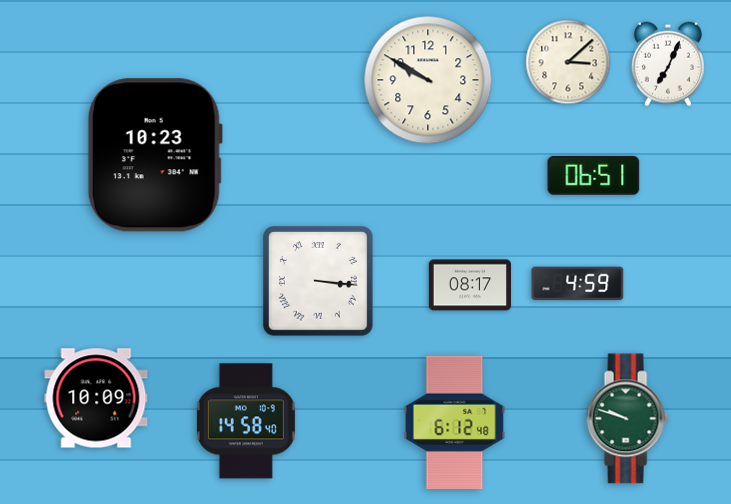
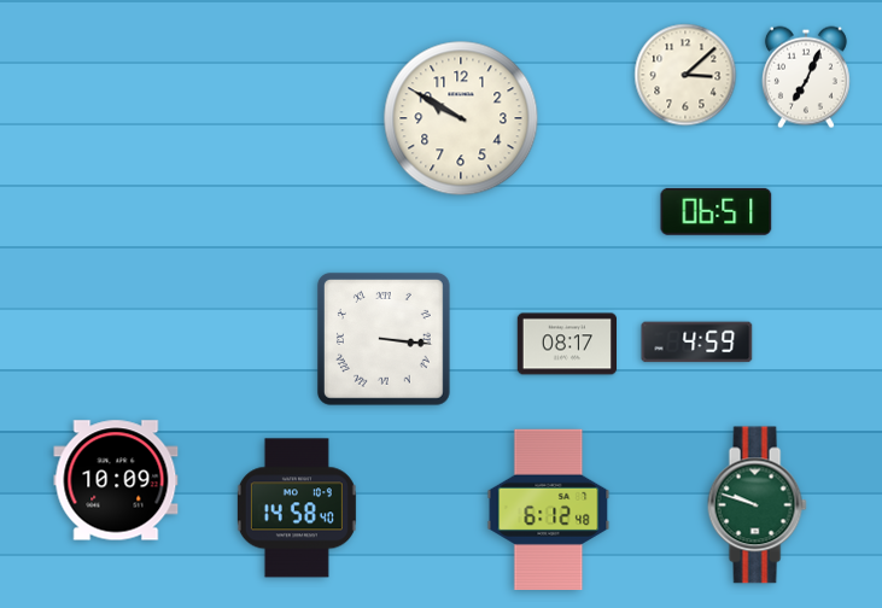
clock at (428, 80) position: (428, 80) -> (461, 118)
clock at (155, 155): 10:23 -> none
